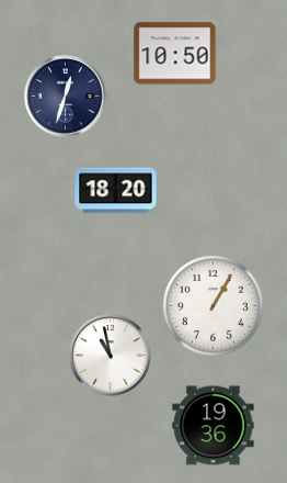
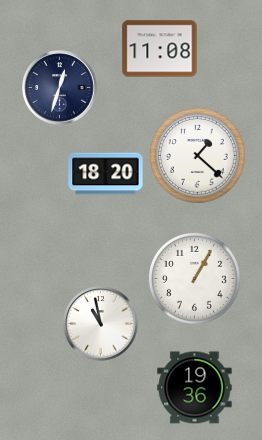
clock at (175, 54): 10:50 -> 11:08
clock at (197, 155): none -> 1:22
